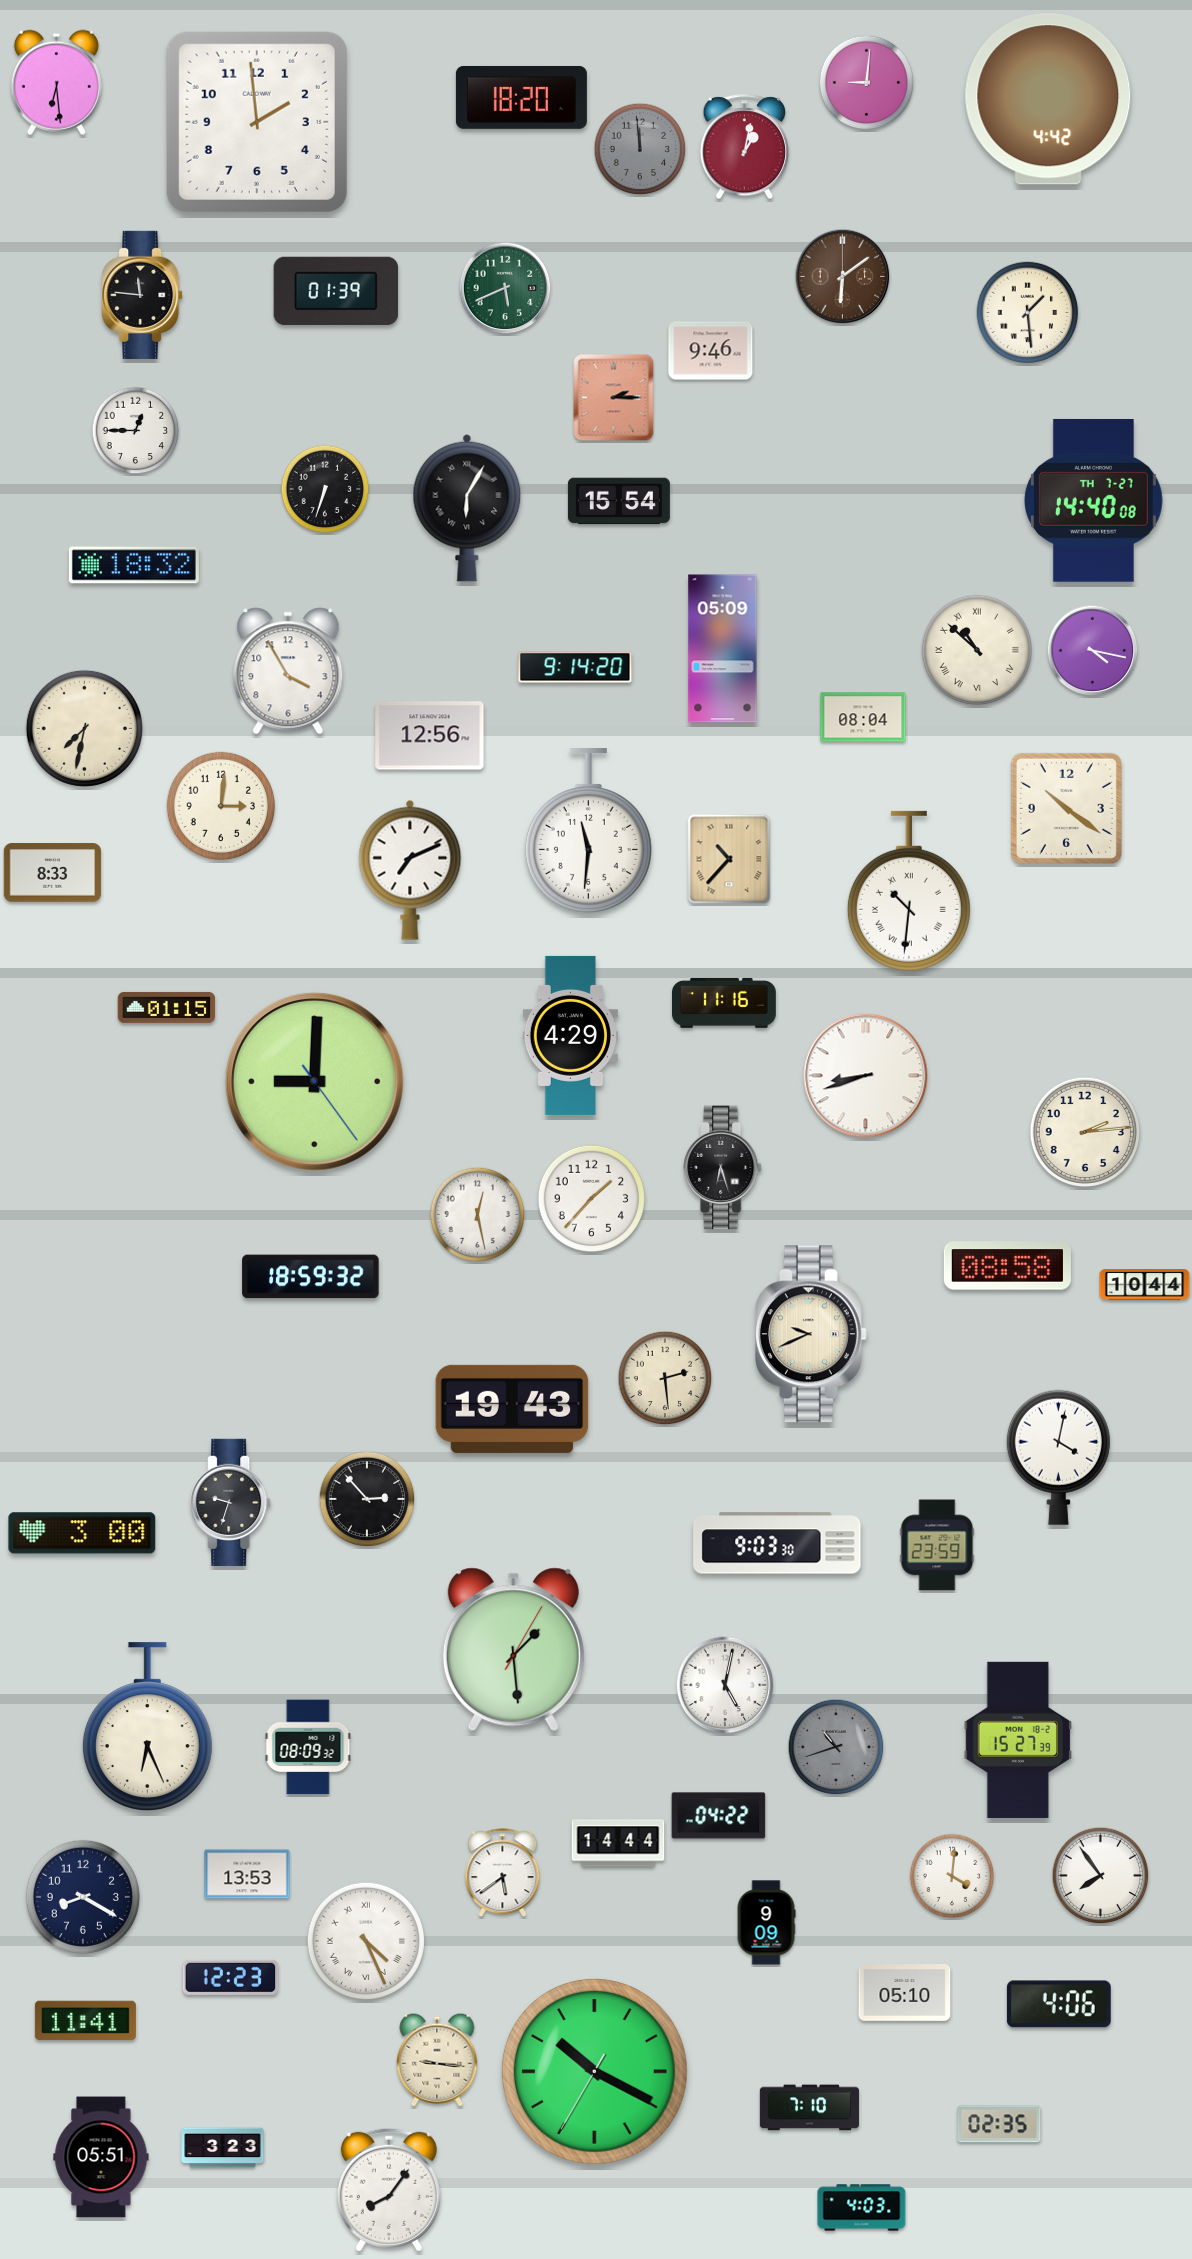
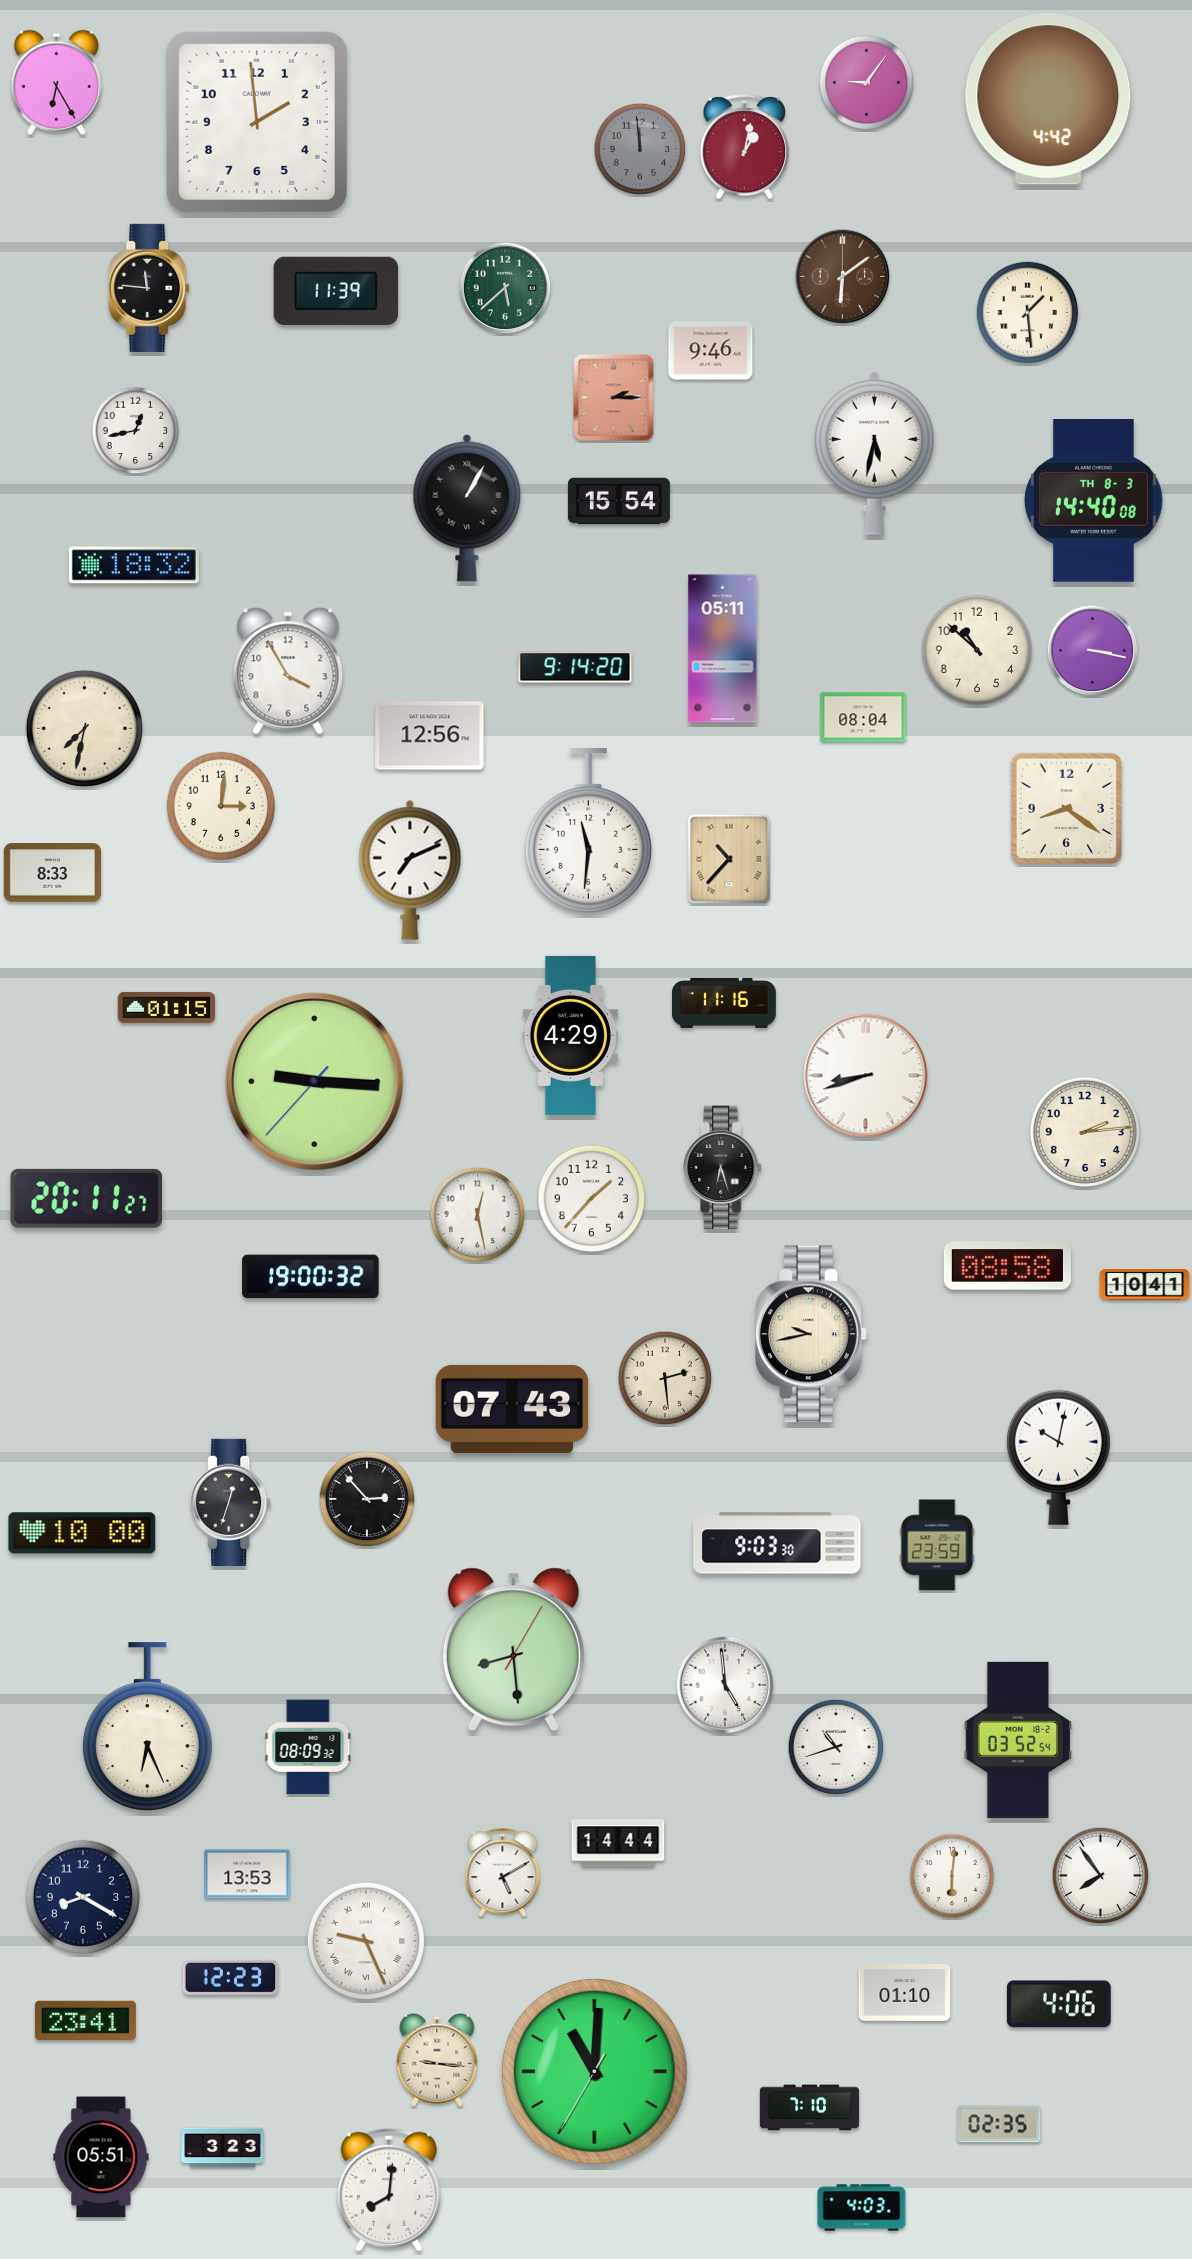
clock at (56, 82): 6:29 -> 6:25
clock at (867, 83): 9:01 -> 9:06
clock at (521, 97): 18:20 -> none
clock at (505, 288): 5:41 -> 5:38
clock at (336, 291): 01:39 -> 11:39
clock at (142, 295) position: (142, 295) -> (149, 288)
clock at (136, 431): 12:45 -> 12:43
clock at (874, 453): none -> 5:32
clock at (325, 489): 6:33 -> none
clock at (1093, 500) date: TH 7-27 -> TH 8-3
clock at (467, 508): 6:05 -> 1:05
clock at (723, 649): 05:09 -> 05:11
clock at (976, 649) numerals: Roman -> Arabic
clock at (1093, 651): 4:17 -> 3:17
clock at (1066, 808): 10:21 -> 8:21
clock at (909, 891): 10:31 -> none
clock at (314, 1081): 9:00 -> 9:15
clock at (86, 1198): none -> 20:11
clock at (311, 1277): 18:59 -> 19:00
clock at (1145, 1285): 10:44 -> 10:41
clock at (812, 1334): 9:41 -> 9:43
clock at (512, 1409): 19:43 -> 07:43
clock at (1058, 1457): 4:02 -> 10:02
clock at (231, 1502): 9:33 -> 12:33
clock at (82, 1533): 3:00 -> 10:00
clock at (513, 1650): 1:29 -> 8:29
clock at (725, 1685): 5:02 -> 4:59
clock at (1018, 1740): 15:27 -> 03:52
clock at (836, 1747) dial: grey -> white
clock at (719, 1816): 04:22 -> none
clock at (503, 1873): 5:39 -> 5:10
clock at (952, 1876): 4:01 -> 6:01
clock at (766, 1923): 9:09 -> none
clock at (366, 1941): 4:26 -> 9:26
clock at (905, 1993): 05:10 -> 01:10
clock at (85, 2021): 11:41 -> 23:41
clock at (594, 2071): 10:19 -> 11:00
clock at (389, 2190): 8:06 -> 8:01
